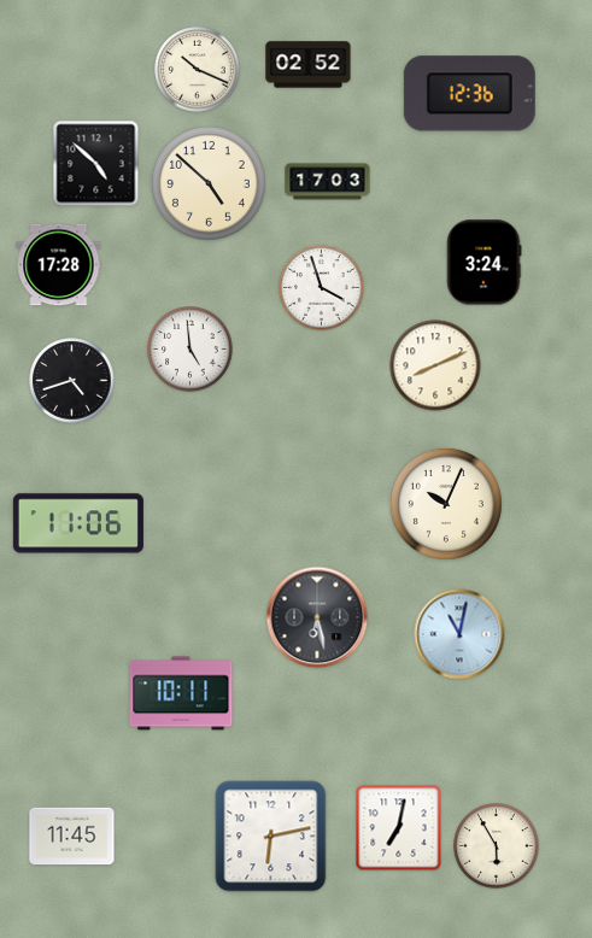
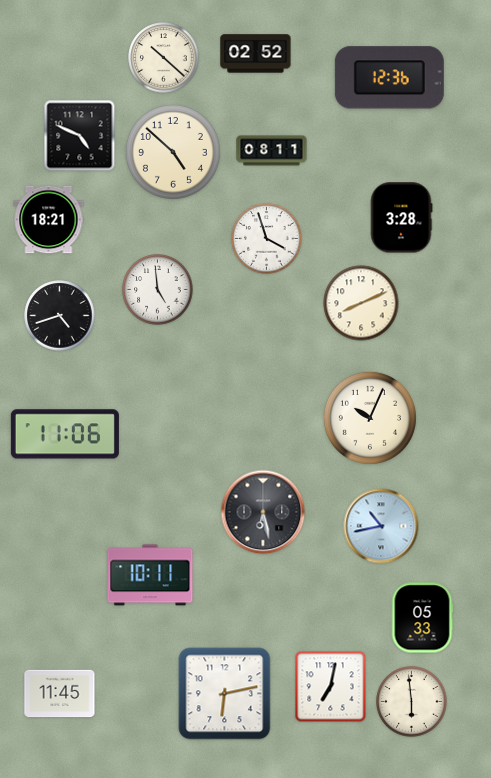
clock at (198, 70): 10:19 -> 10:22
clock at (96, 164): 4:52 -> 4:49
clock at (328, 182): 17:03 -> 08:11
clock at (483, 263): 3:24 -> 3:28
clock at (59, 265): 17:28 -> 18:21
clock at (459, 634): 11:02 -> 10:43
clock at (422, 618): none -> 05:33
clock at (497, 846): 5:55 -> 5:59
